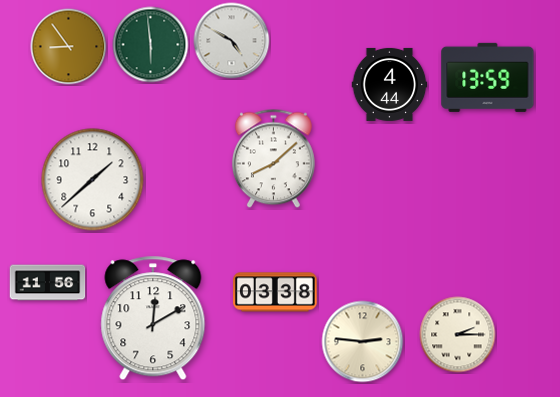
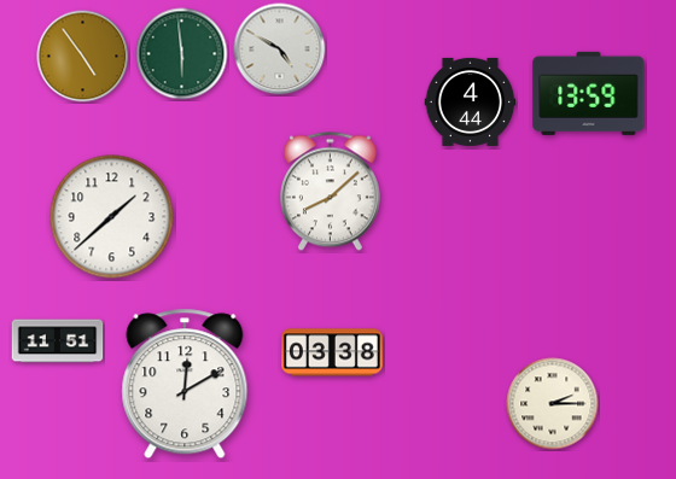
clock at (69, 47): 8:54 -> 4:54
clock at (48, 283): 11:56 -> 11:51
clock at (363, 342): 2:46 -> none
